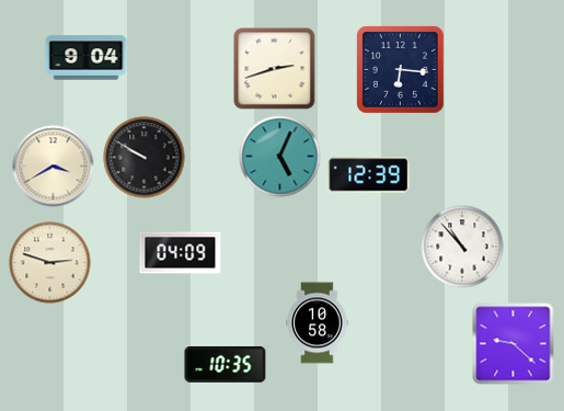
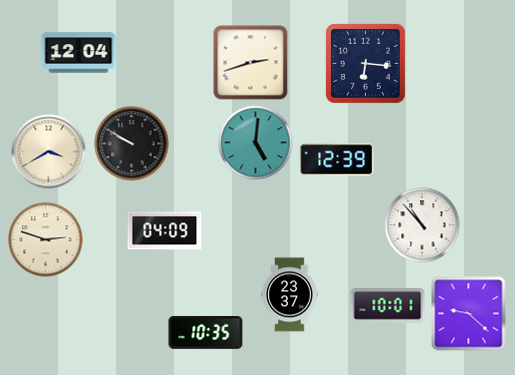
clock at (87, 58): 9:04 -> 12:04
clock at (280, 157): 5:04 -> 5:01
clock at (318, 323): 10:58 -> 23:37
clock at (388, 306): none -> 10:01
